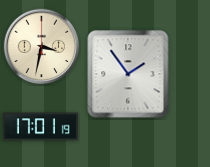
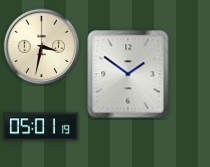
clock at (128, 74): 1:54 -> 1:51
clock at (40, 127): 17:01 -> 05:01
